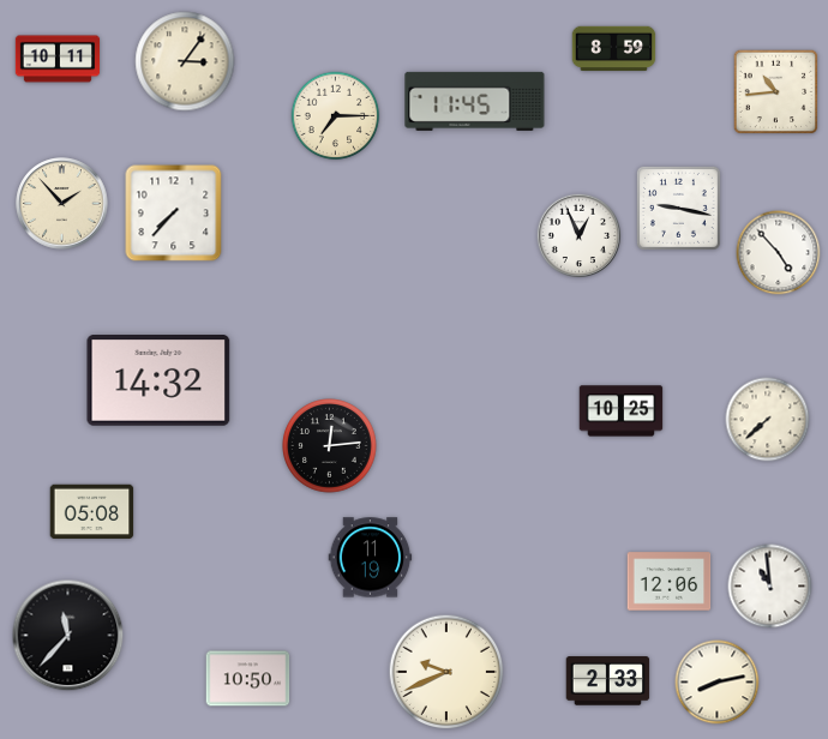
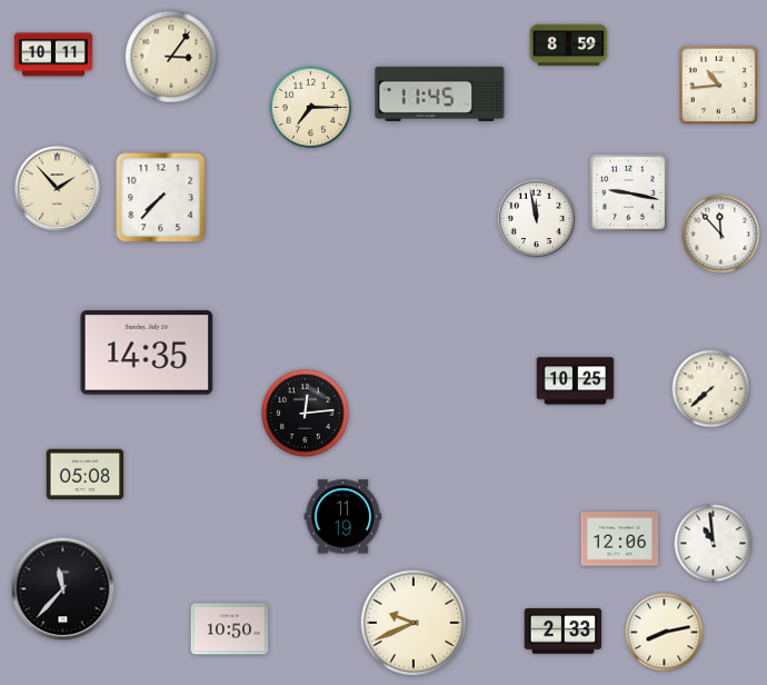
clock at (578, 235): 12:56 -> 11:58
clock at (779, 253): 4:53 -> 11:53
clock at (158, 381): 14:32 -> 14:35
